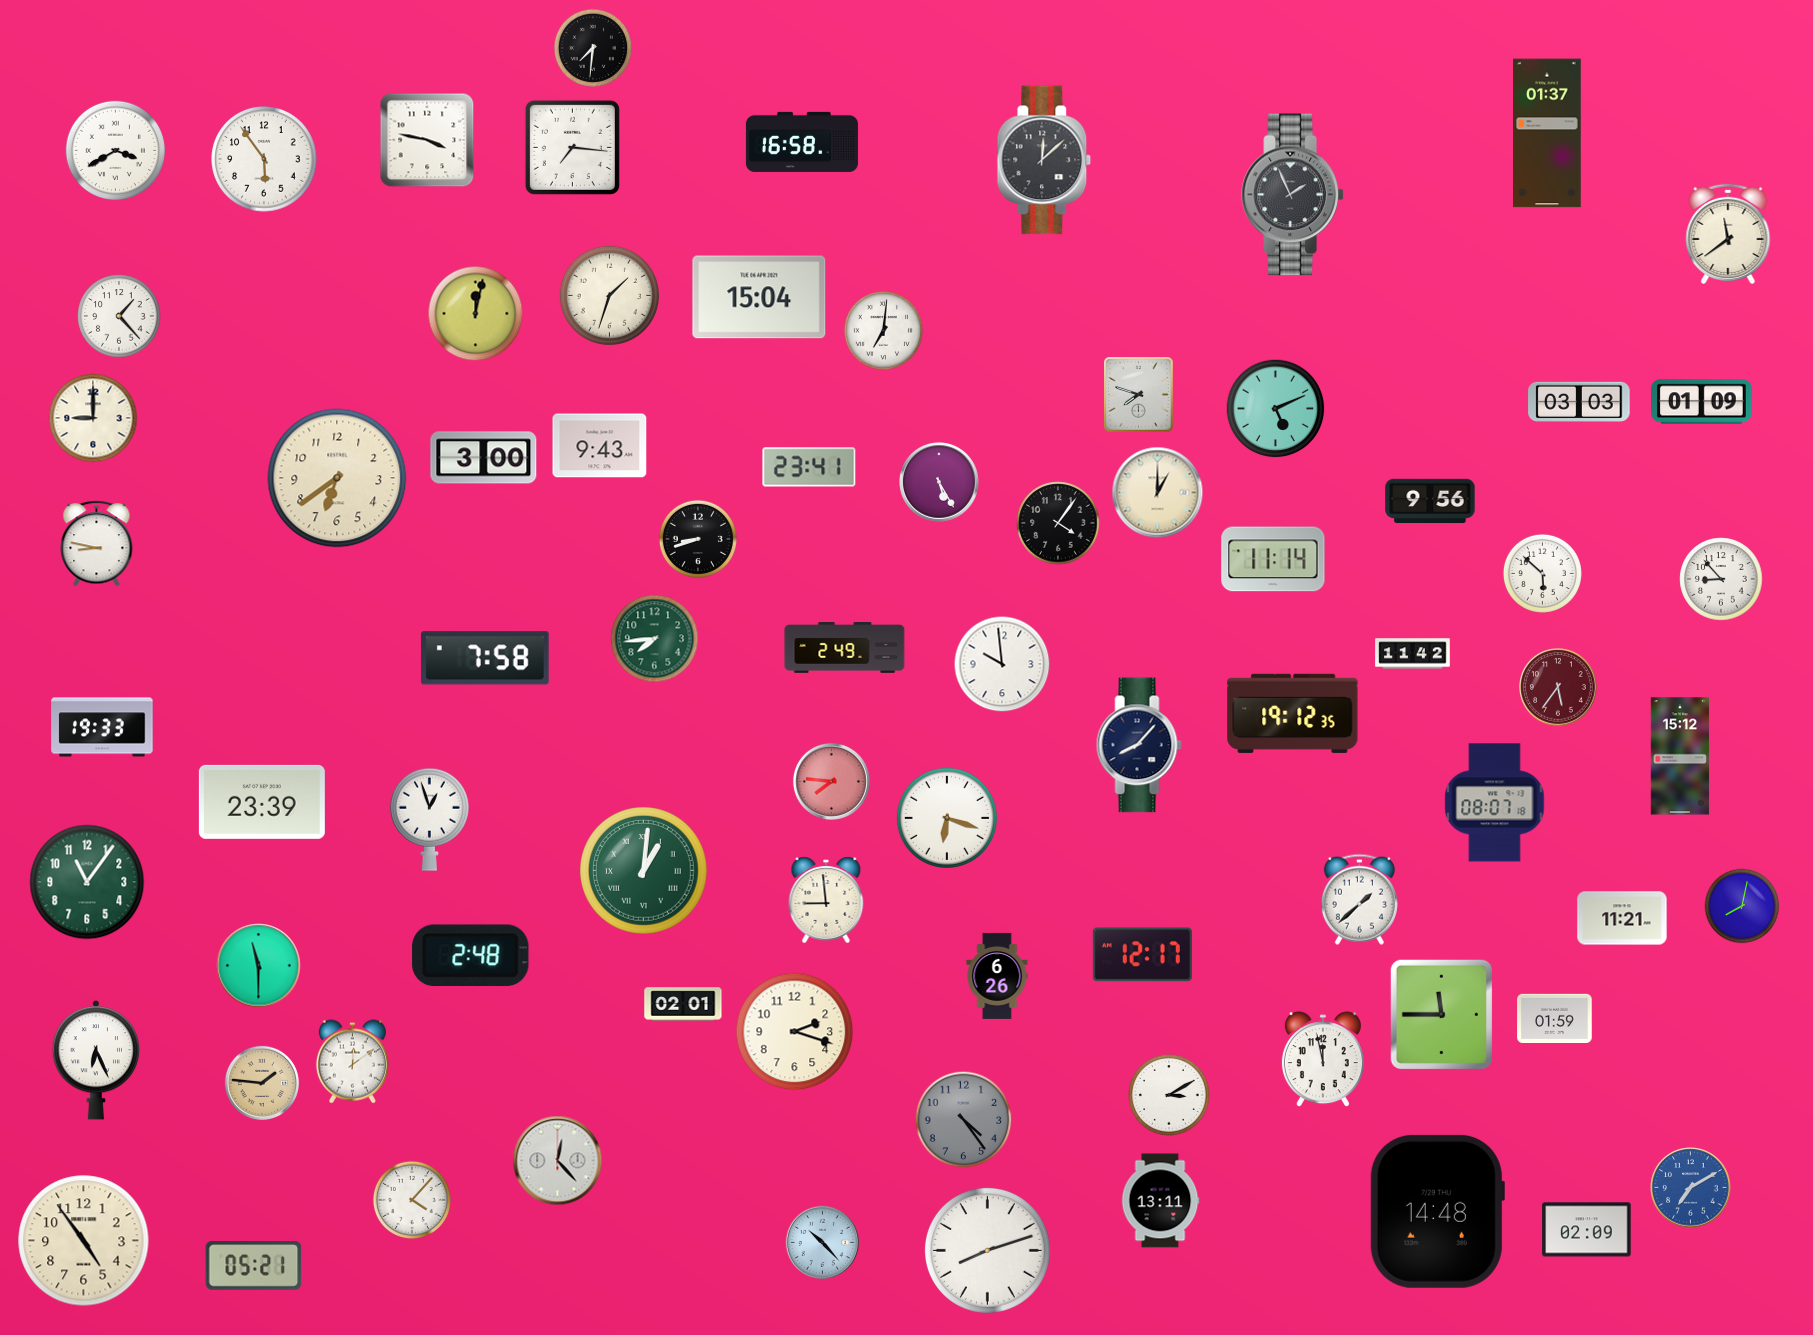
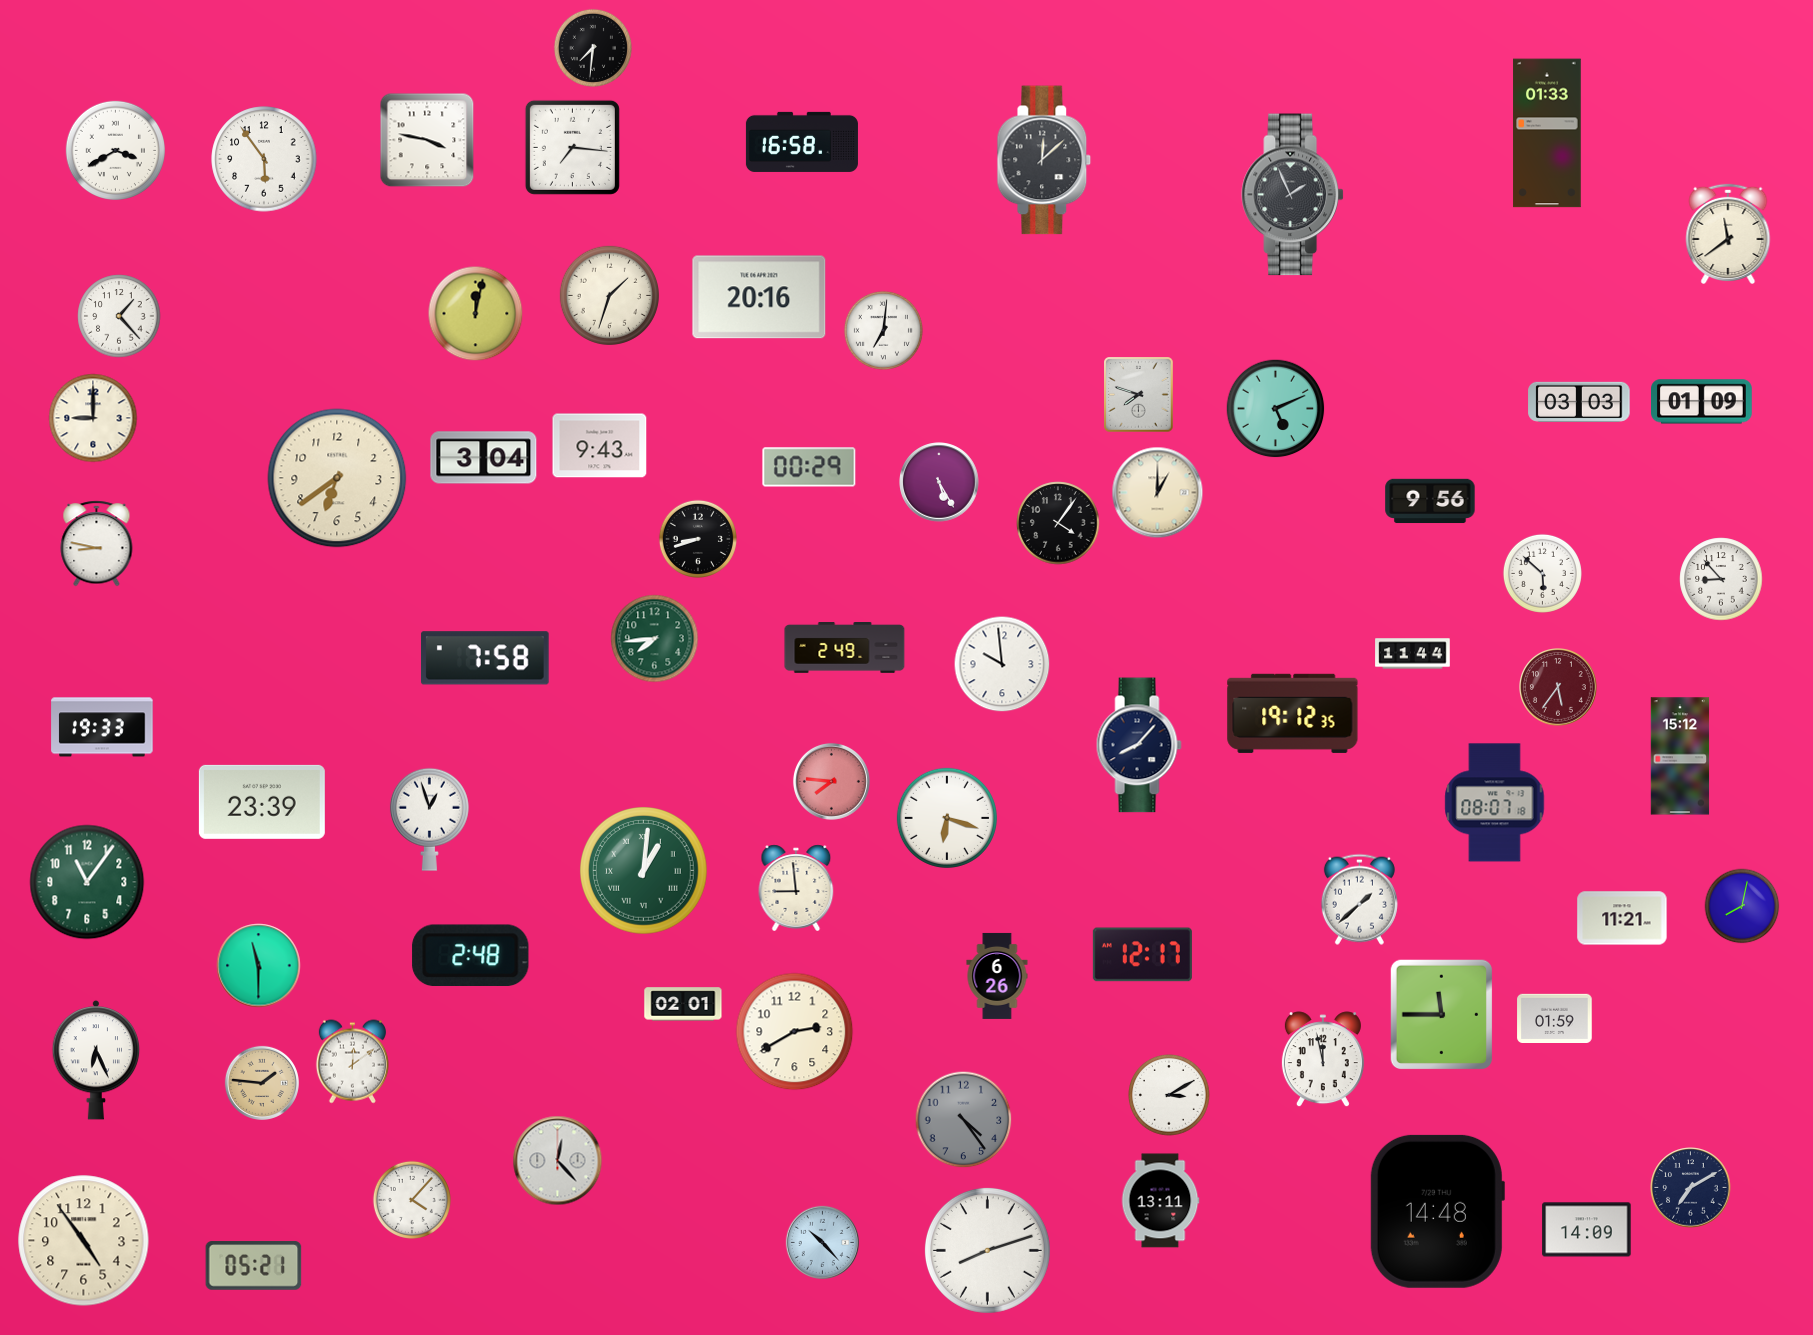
clock at (1547, 133): 01:37 -> 01:33
clock at (759, 297): 15:04 -> 20:16
clock at (484, 458): 3:00 -> 3:04
clock at (809, 467): 23:41 -> 00:29
clock at (1273, 559): 11:14 -> none
clock at (1413, 654): 11:42 -> 11:44
clock at (826, 900) position: (826, 900) -> (796, 888)
clock at (795, 1032): 2:18 -> 2:40
clock at (1691, 1188) dial: blue -> navy
clock at (1587, 1230): 02:09 -> 14:09
